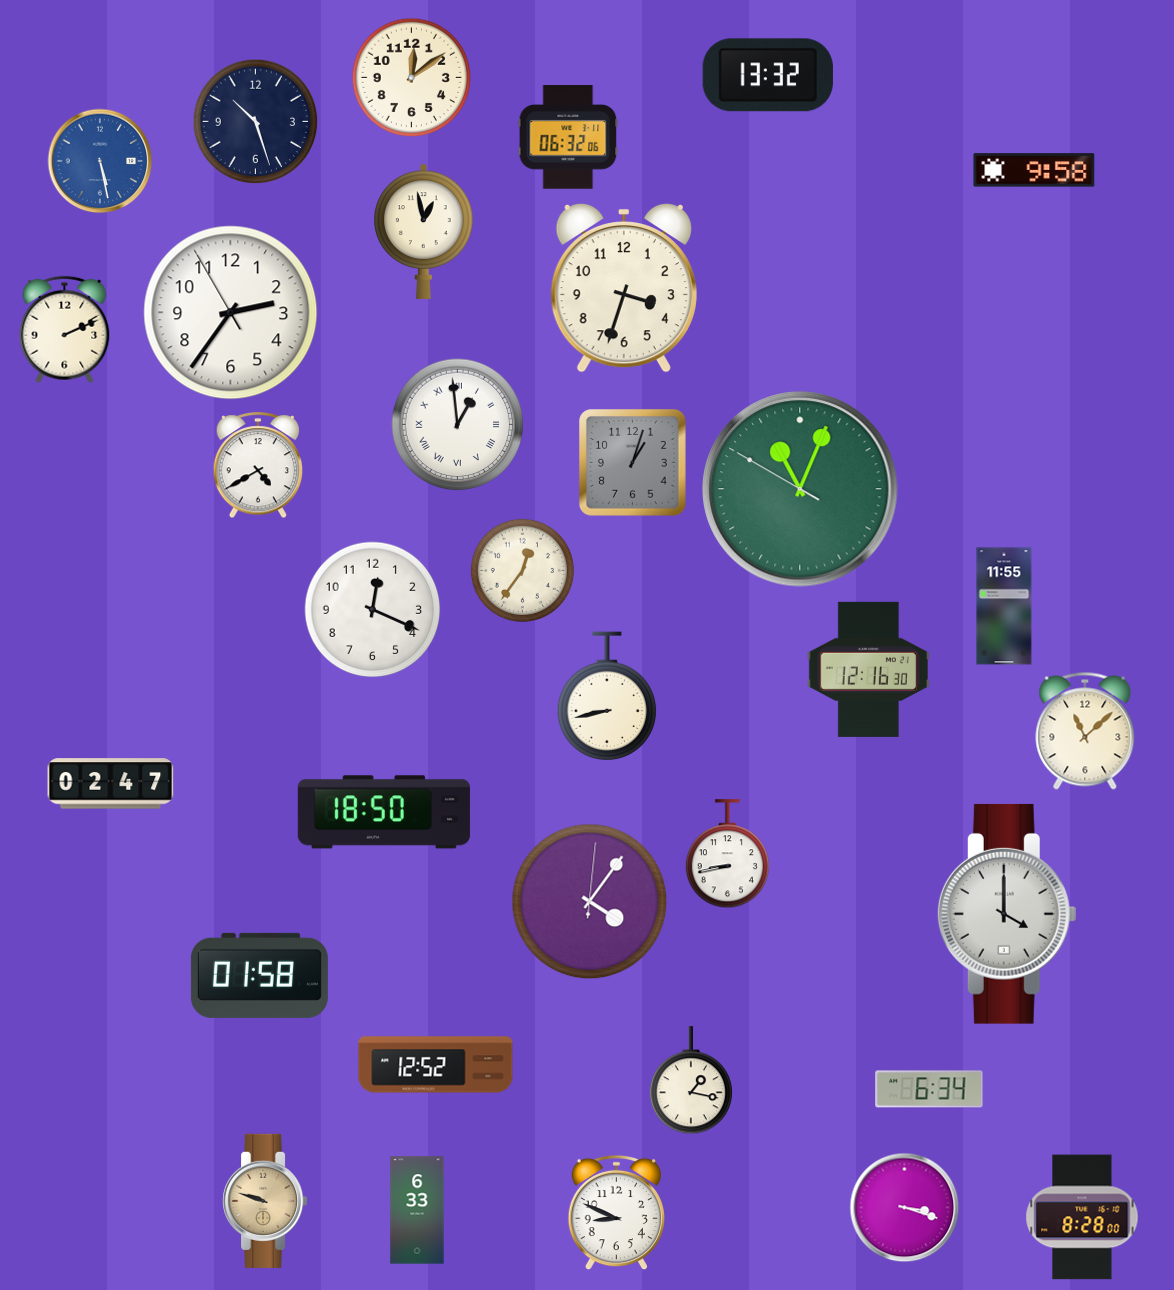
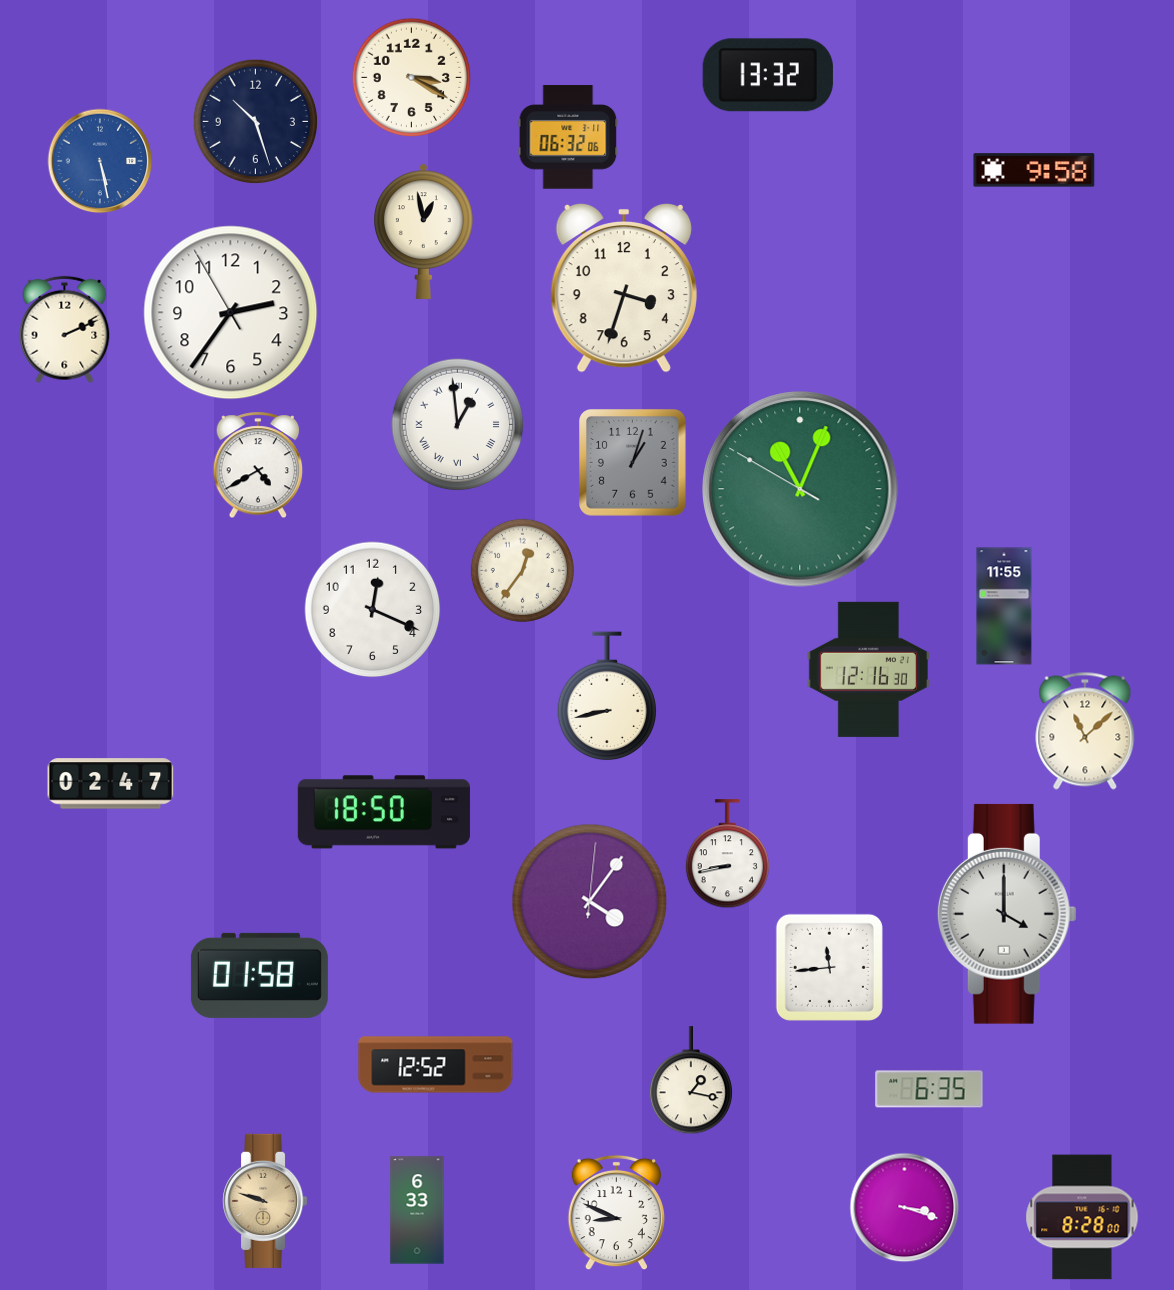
clock at (411, 77): 12:09 -> 3:20
clock at (829, 967): none -> 11:44
clock at (929, 1089): 6:34 -> 6:35
